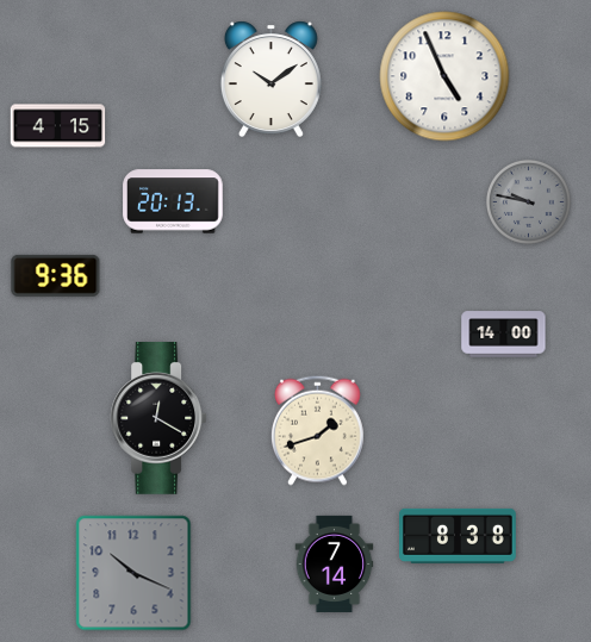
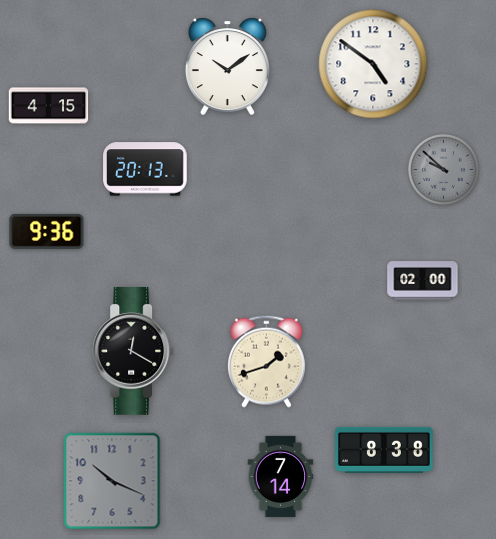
clock at (444, 76): 4:56 -> 4:51
clock at (528, 201): 9:47 -> 9:52
clock at (504, 335): 14:00 -> 02:00
clock at (335, 563) position: (335, 563) -> (281, 476)
